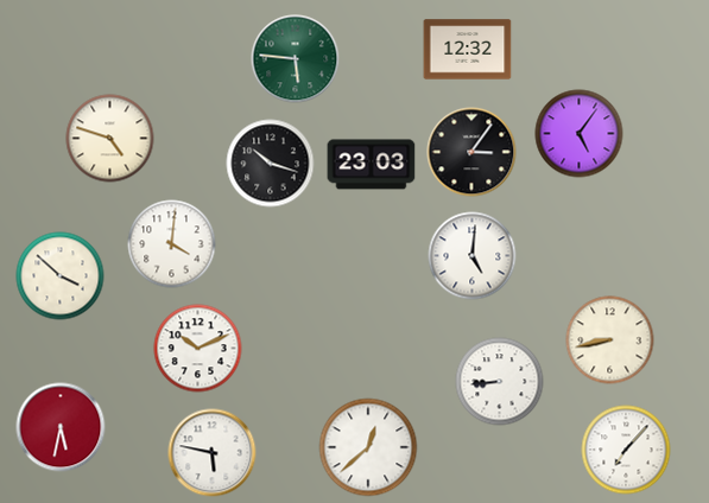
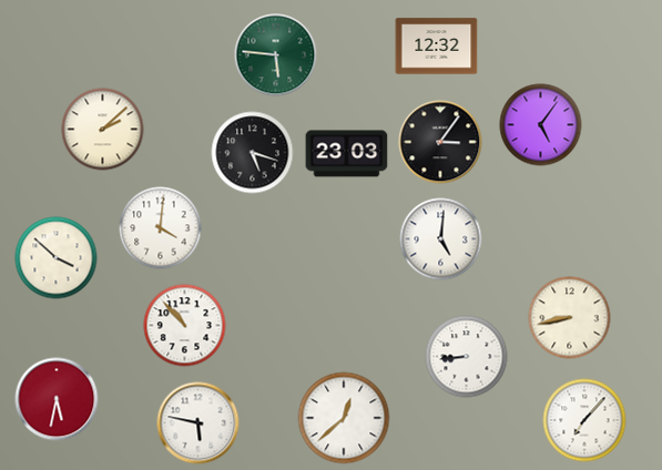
clock at (110, 139): 4:48 -> 2:08
clock at (271, 164): 10:18 -> 5:18
clock at (198, 349): 10:11 -> 10:53
